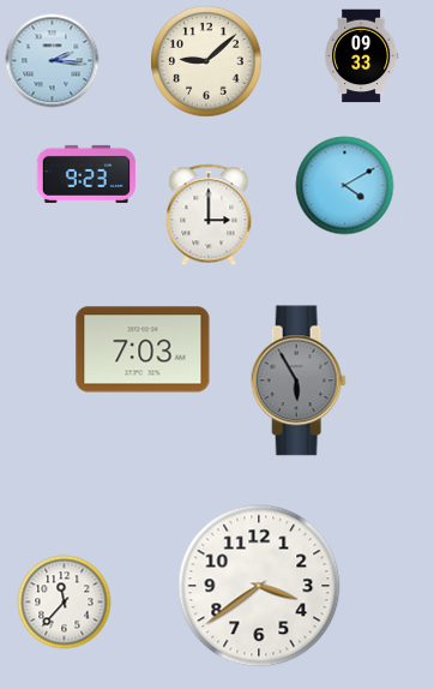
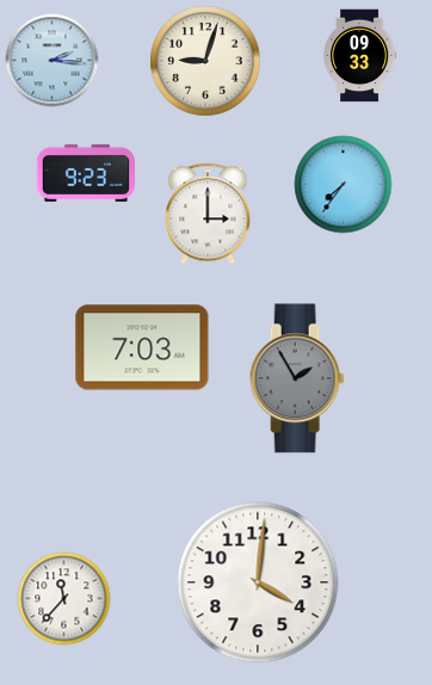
clock at (206, 61): 9:08 -> 9:03
clock at (344, 185): 4:10 -> 7:36
clock at (299, 381): 5:55 -> 1:55
clock at (259, 586): 3:39 -> 4:01
